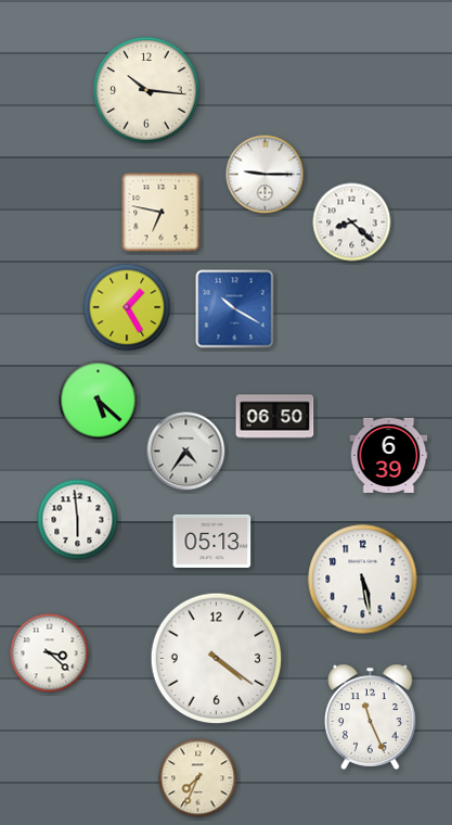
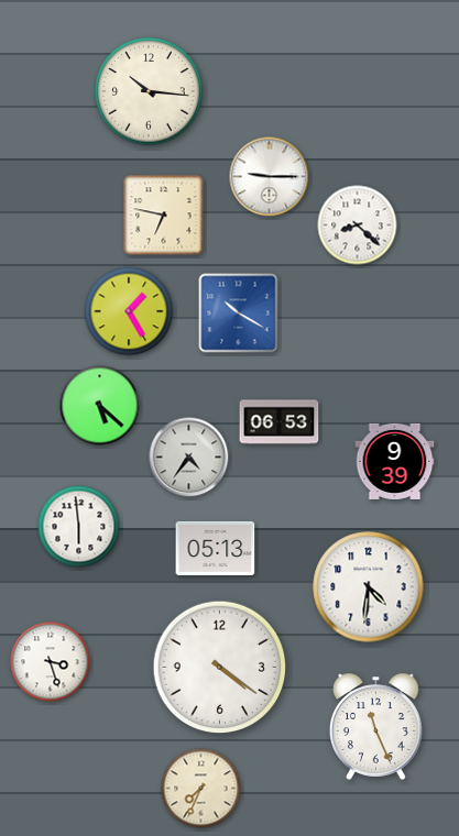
clock at (275, 417): 06:50 -> 06:53
clock at (389, 455): 6:39 -> 9:39
clock at (363, 580): 5:28 -> 4:31
clock at (50, 653): 3:22 -> 3:27
